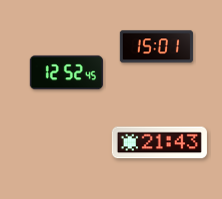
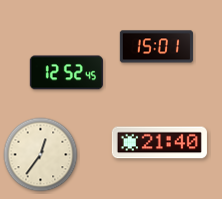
clock at (159, 143): 21:43 -> 21:40
clock at (41, 155): none -> 12:36
